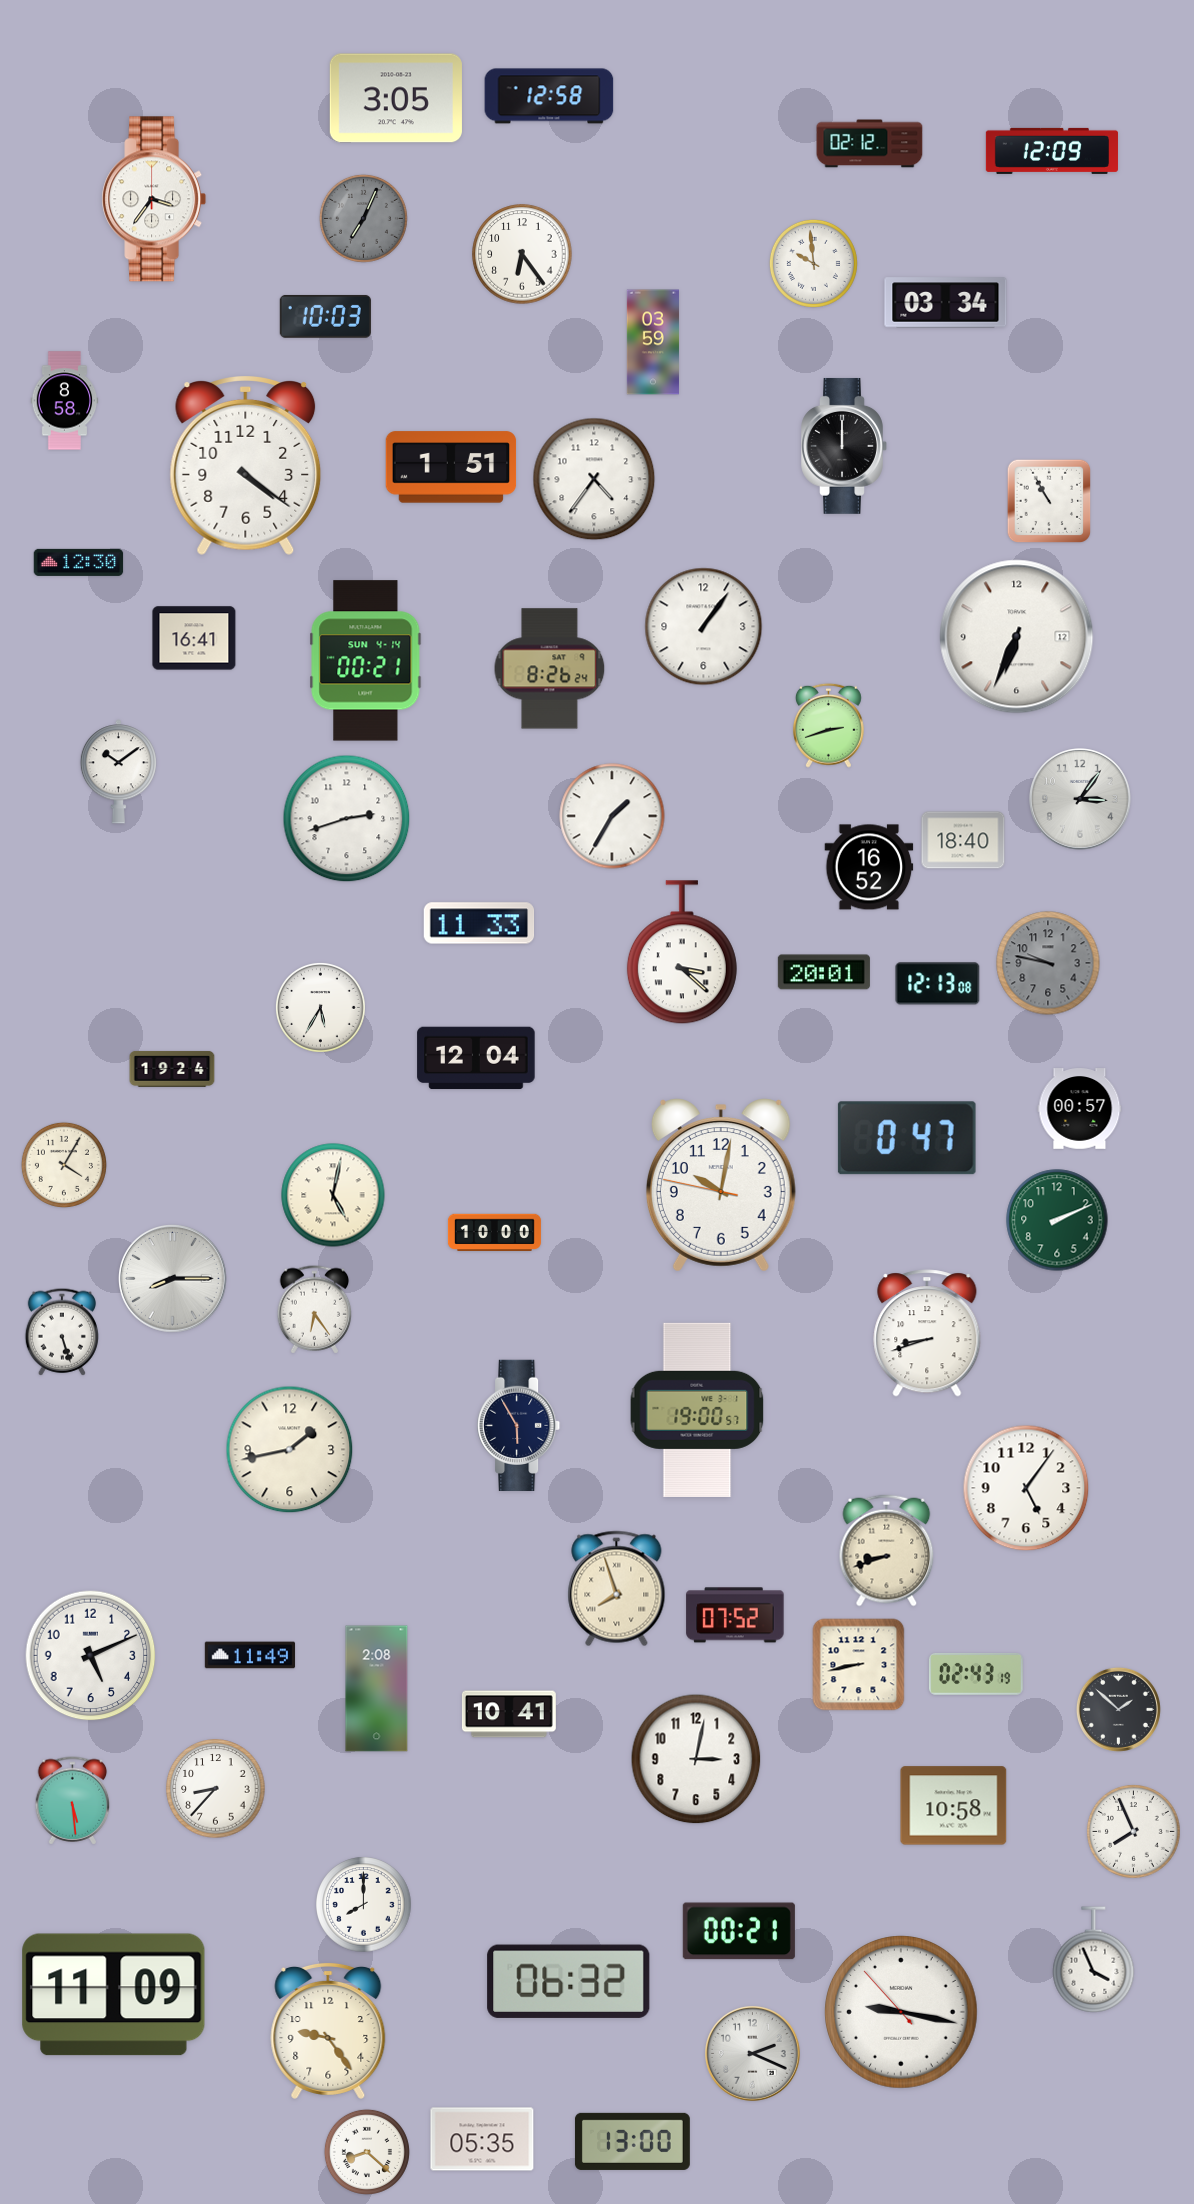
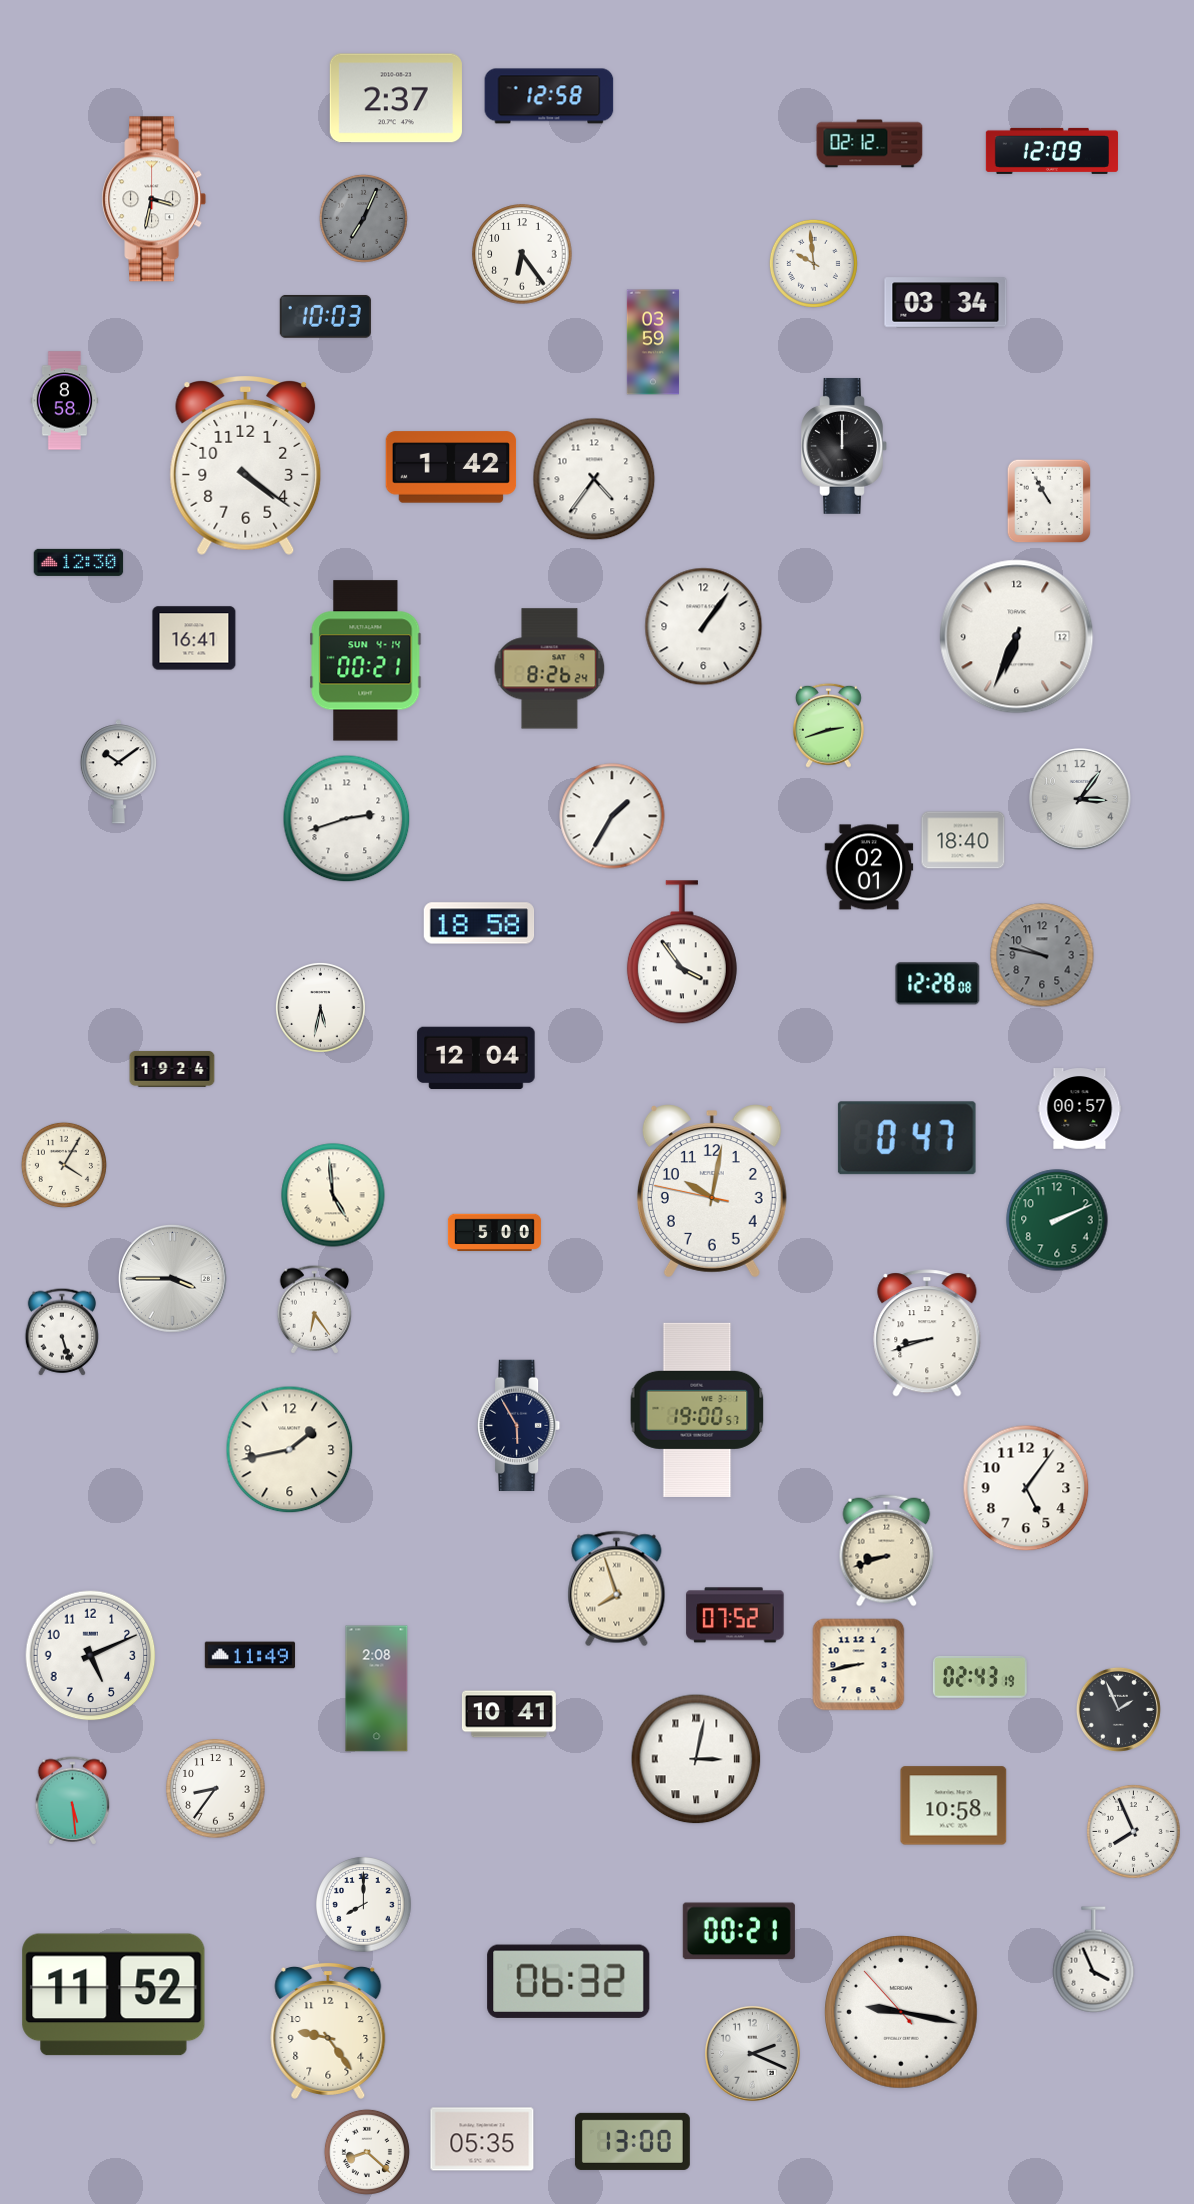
clock at (396, 98): 3:05 -> 2:37
clock at (154, 199): 3:36 -> 3:32
clock at (451, 467): 1:51 -> 1:42
clock at (869, 867): 16:52 -> 02:01
clock at (479, 923): 11:33 -> 18:58
clock at (682, 953): 3:22 -> 3:54
clock at (1048, 963) position: (1048, 963) -> (1042, 955)
clock at (824, 972): 20:01 -> none
clock at (938, 984): 12:13 -> 12:28
clock at (320, 1007): 5:35 -> 5:32
clock at (721, 1185) position: (721, 1185) -> (712, 1191)
clock at (333, 1195): 5:02 -> 4:59
clock at (494, 1233): 10:00 -> 5:00
clock at (173, 1279): 8:15 -> 3:45
clock at (976, 1674) position: (976, 1674) -> (980, 1677)
clock at (1118, 1709): 1:52 -> 1:56
clock at (696, 1759) numerals: Arabic -> Roman
clock at (216, 1789): 8:37 -> 8:36
clock at (114, 1995): 11:09 -> 11:52
